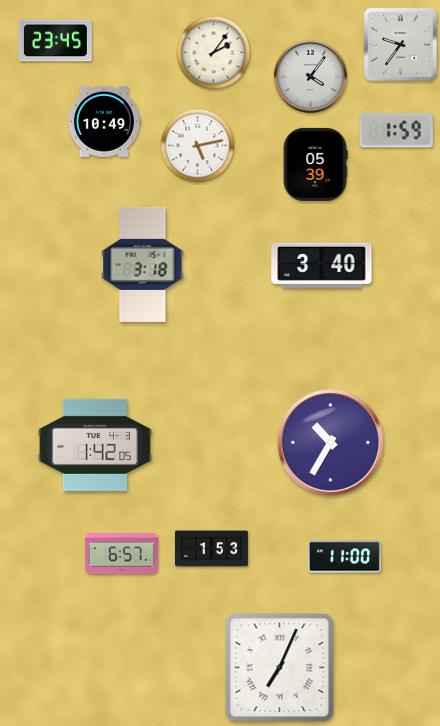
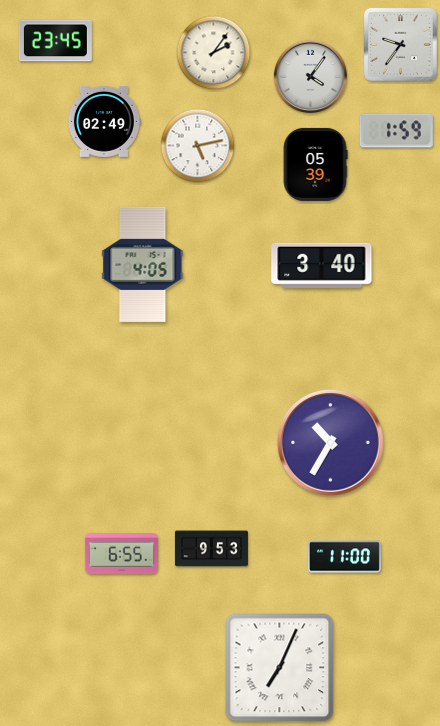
clock at (104, 122): 10:49 -> 02:49
clock at (143, 264): 3:18 -> 4:05
clock at (95, 445): 1:42 -> none
clock at (211, 549): 1:53 -> 9:53
clock at (121, 554): 6:57 -> 6:55
